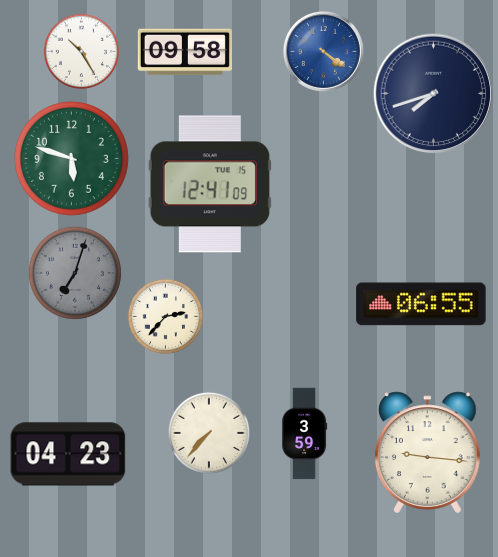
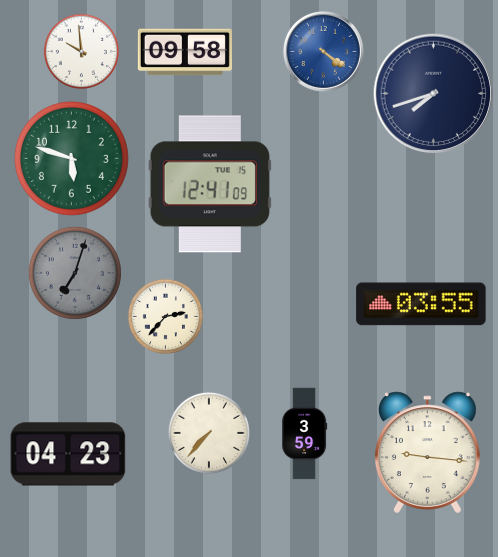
clock at (81, 51): 10:25 -> 9:59
clock at (421, 304): 06:55 -> 03:55
